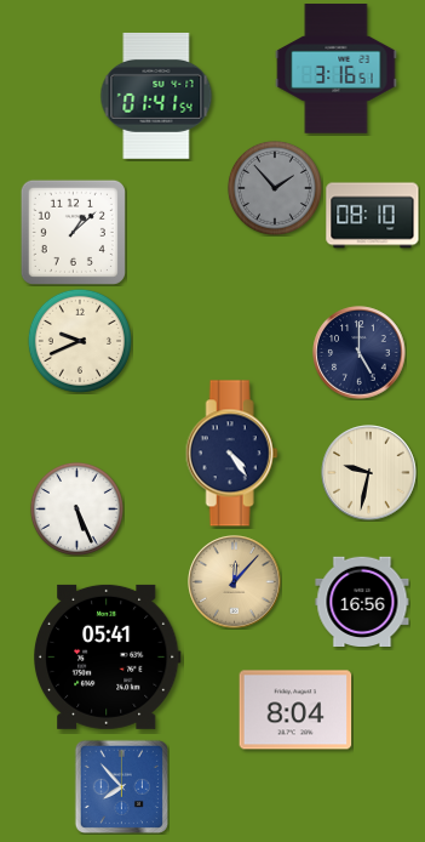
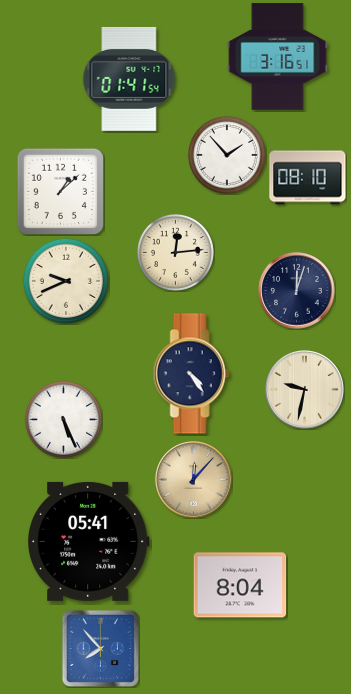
clock at (275, 188) dial: grey -> white
clock at (175, 252): none -> 12:14
clock at (360, 353): 5:00 -> 12:03
clock at (362, 601): 16:56 -> none
clock at (295, 710) position: (295, 710) -> (240, 585)
